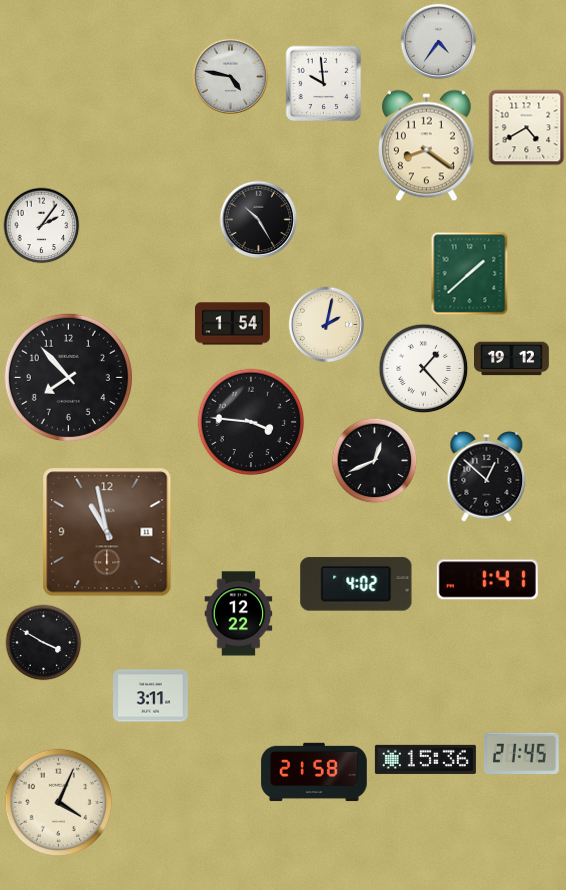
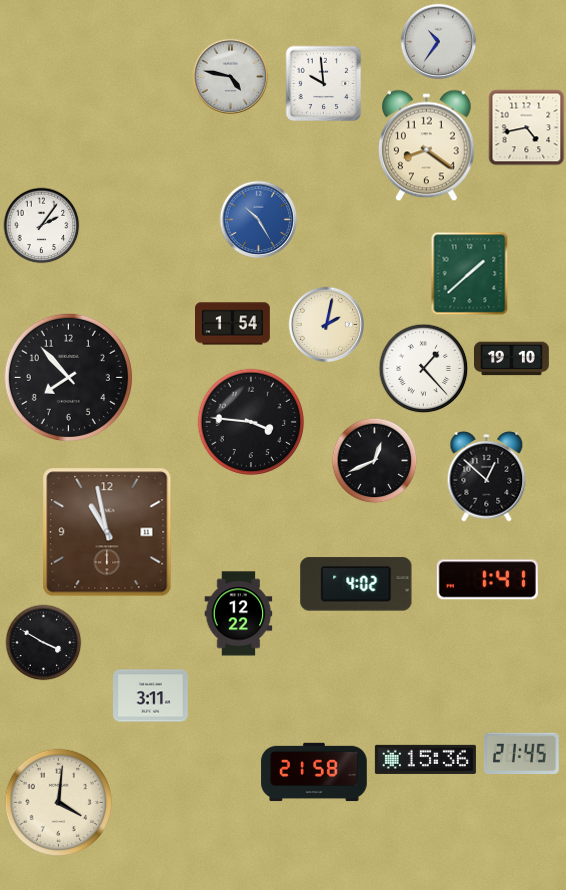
clock at (438, 41): 4:36 -> 10:36
clock at (527, 128): 4:40 -> 4:43
clock at (259, 220) dial: black -> blue
clock at (512, 359): 19:12 -> 19:10
clock at (59, 803): 4:04 -> 4:01
